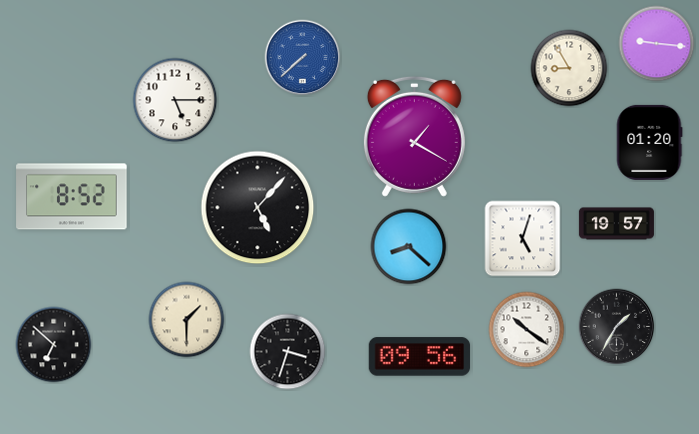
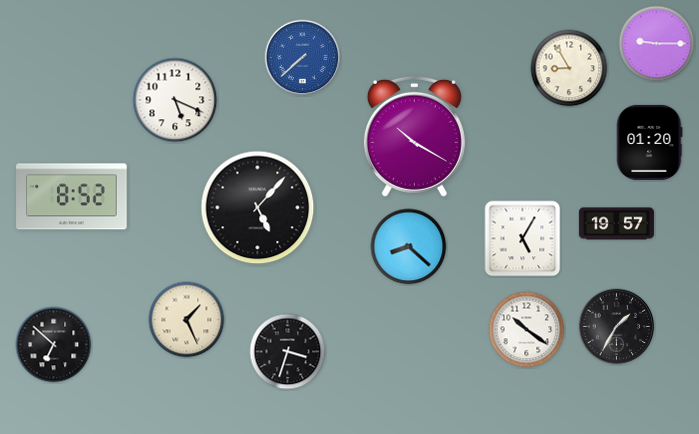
clock at (657, 44): 9:16 -> 9:15
clock at (175, 100): 5:15 -> 5:19
clock at (414, 136): 1:20 -> 10:20
clock at (523, 239): 5:03 -> 5:05
clock at (187, 320): 1:30 -> 1:26
clock at (420, 357): 09:56 -> none
